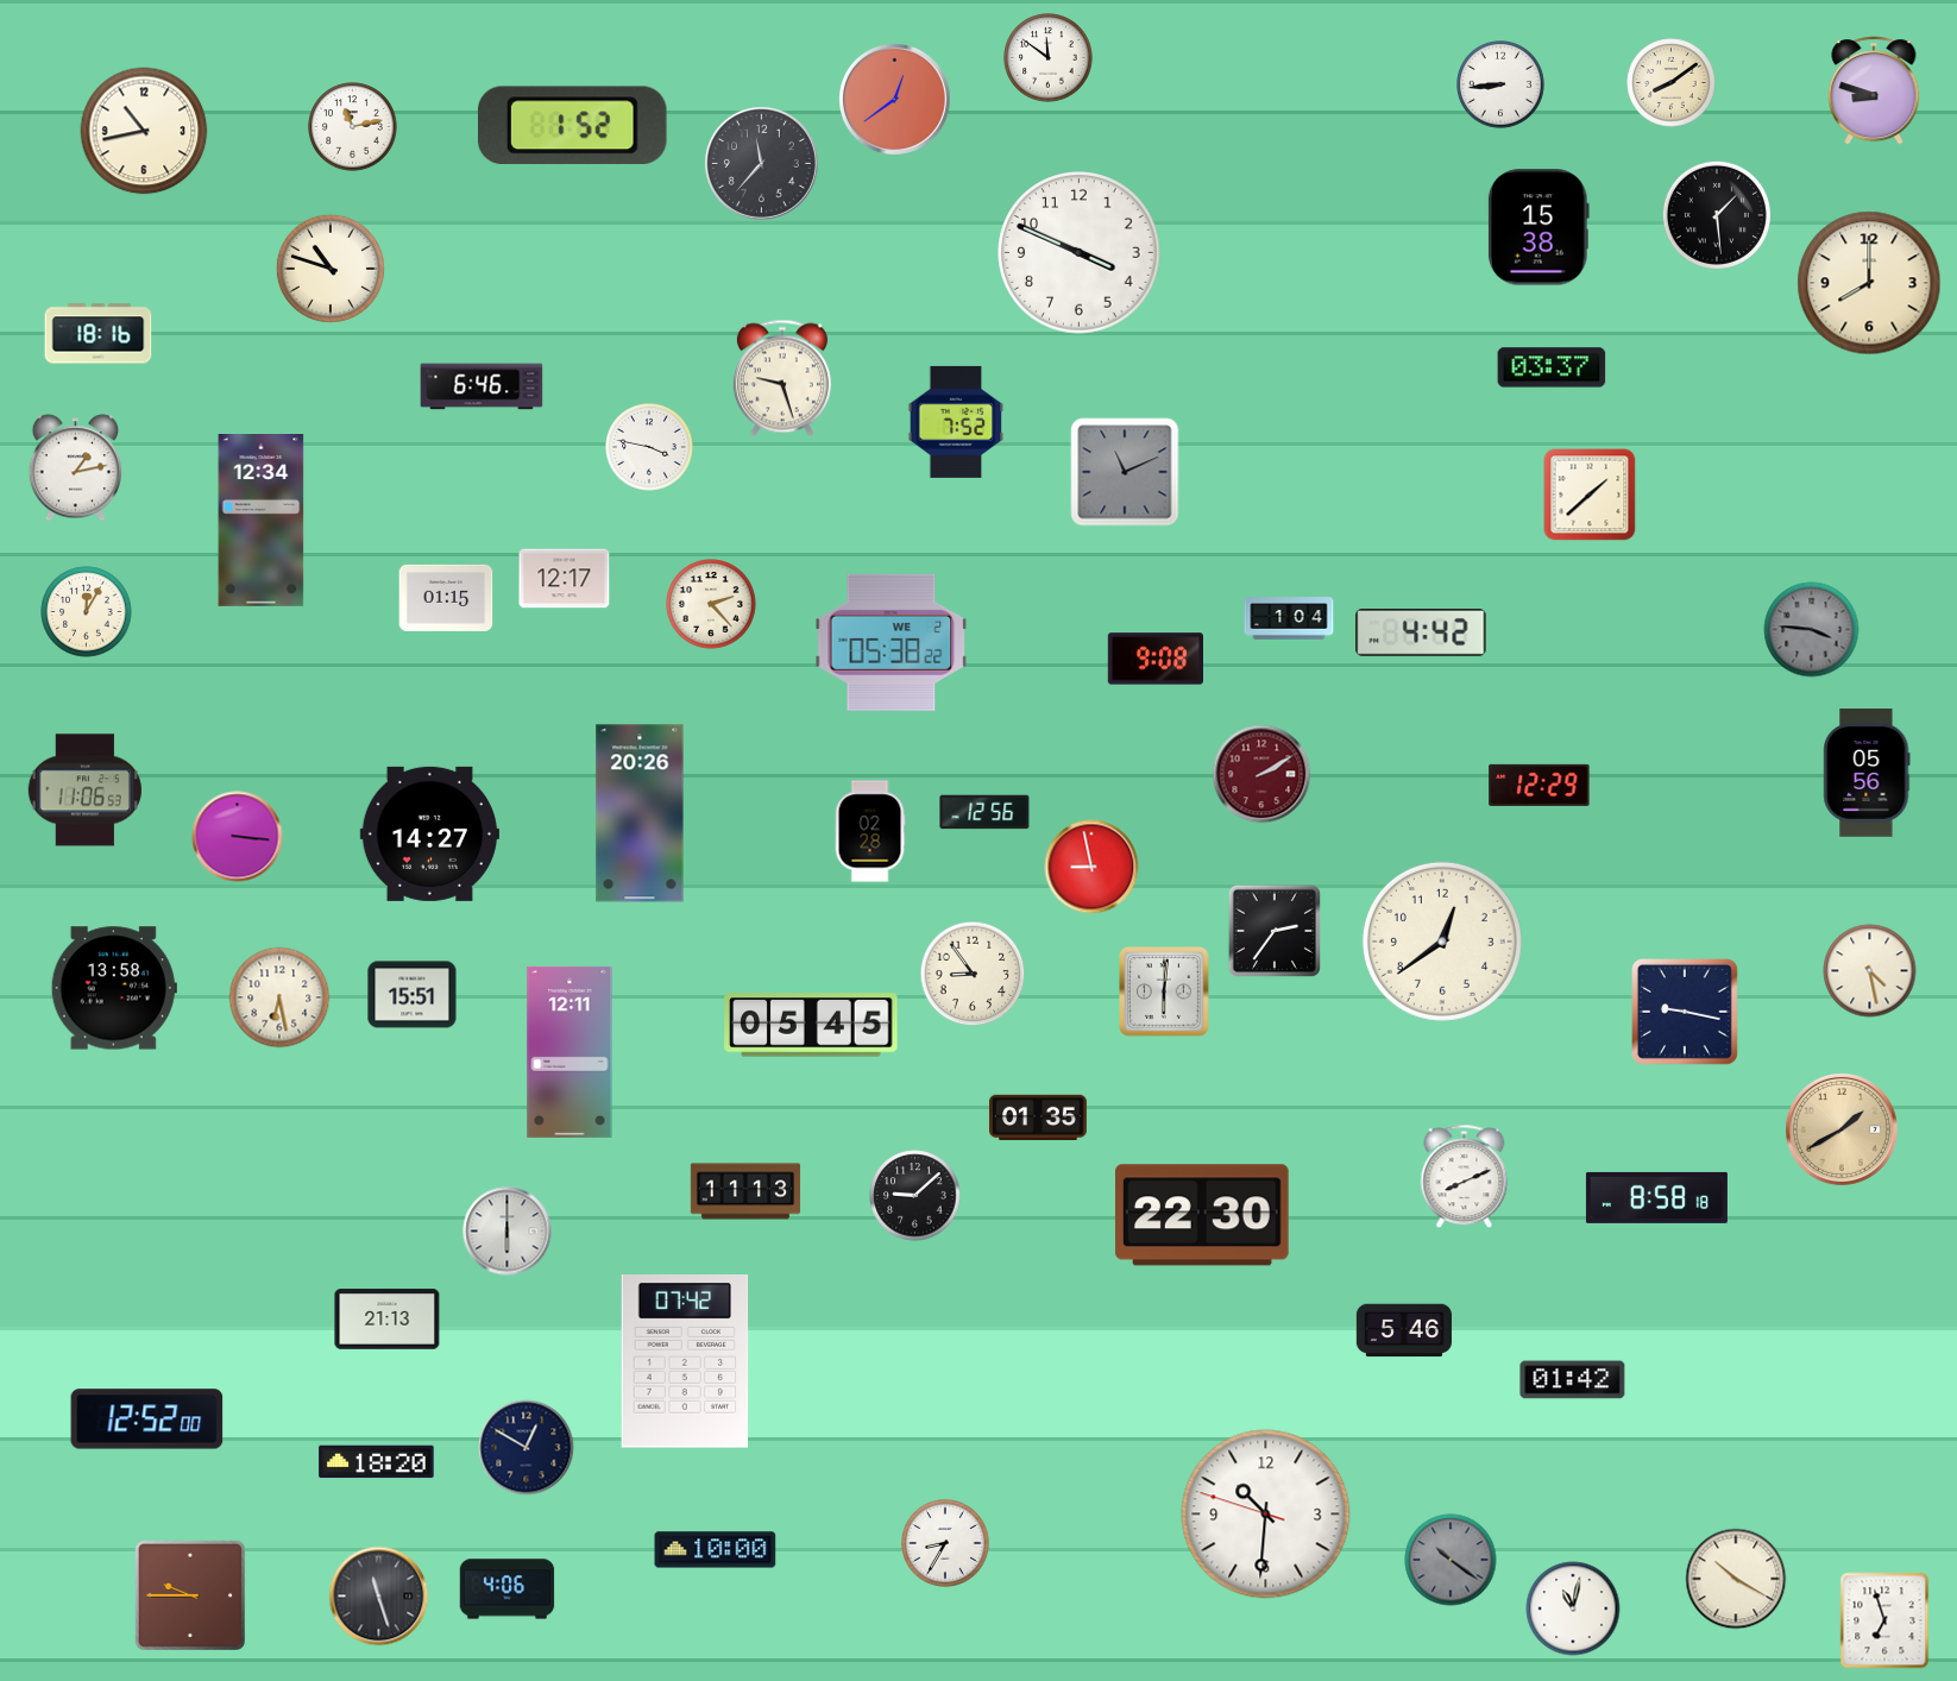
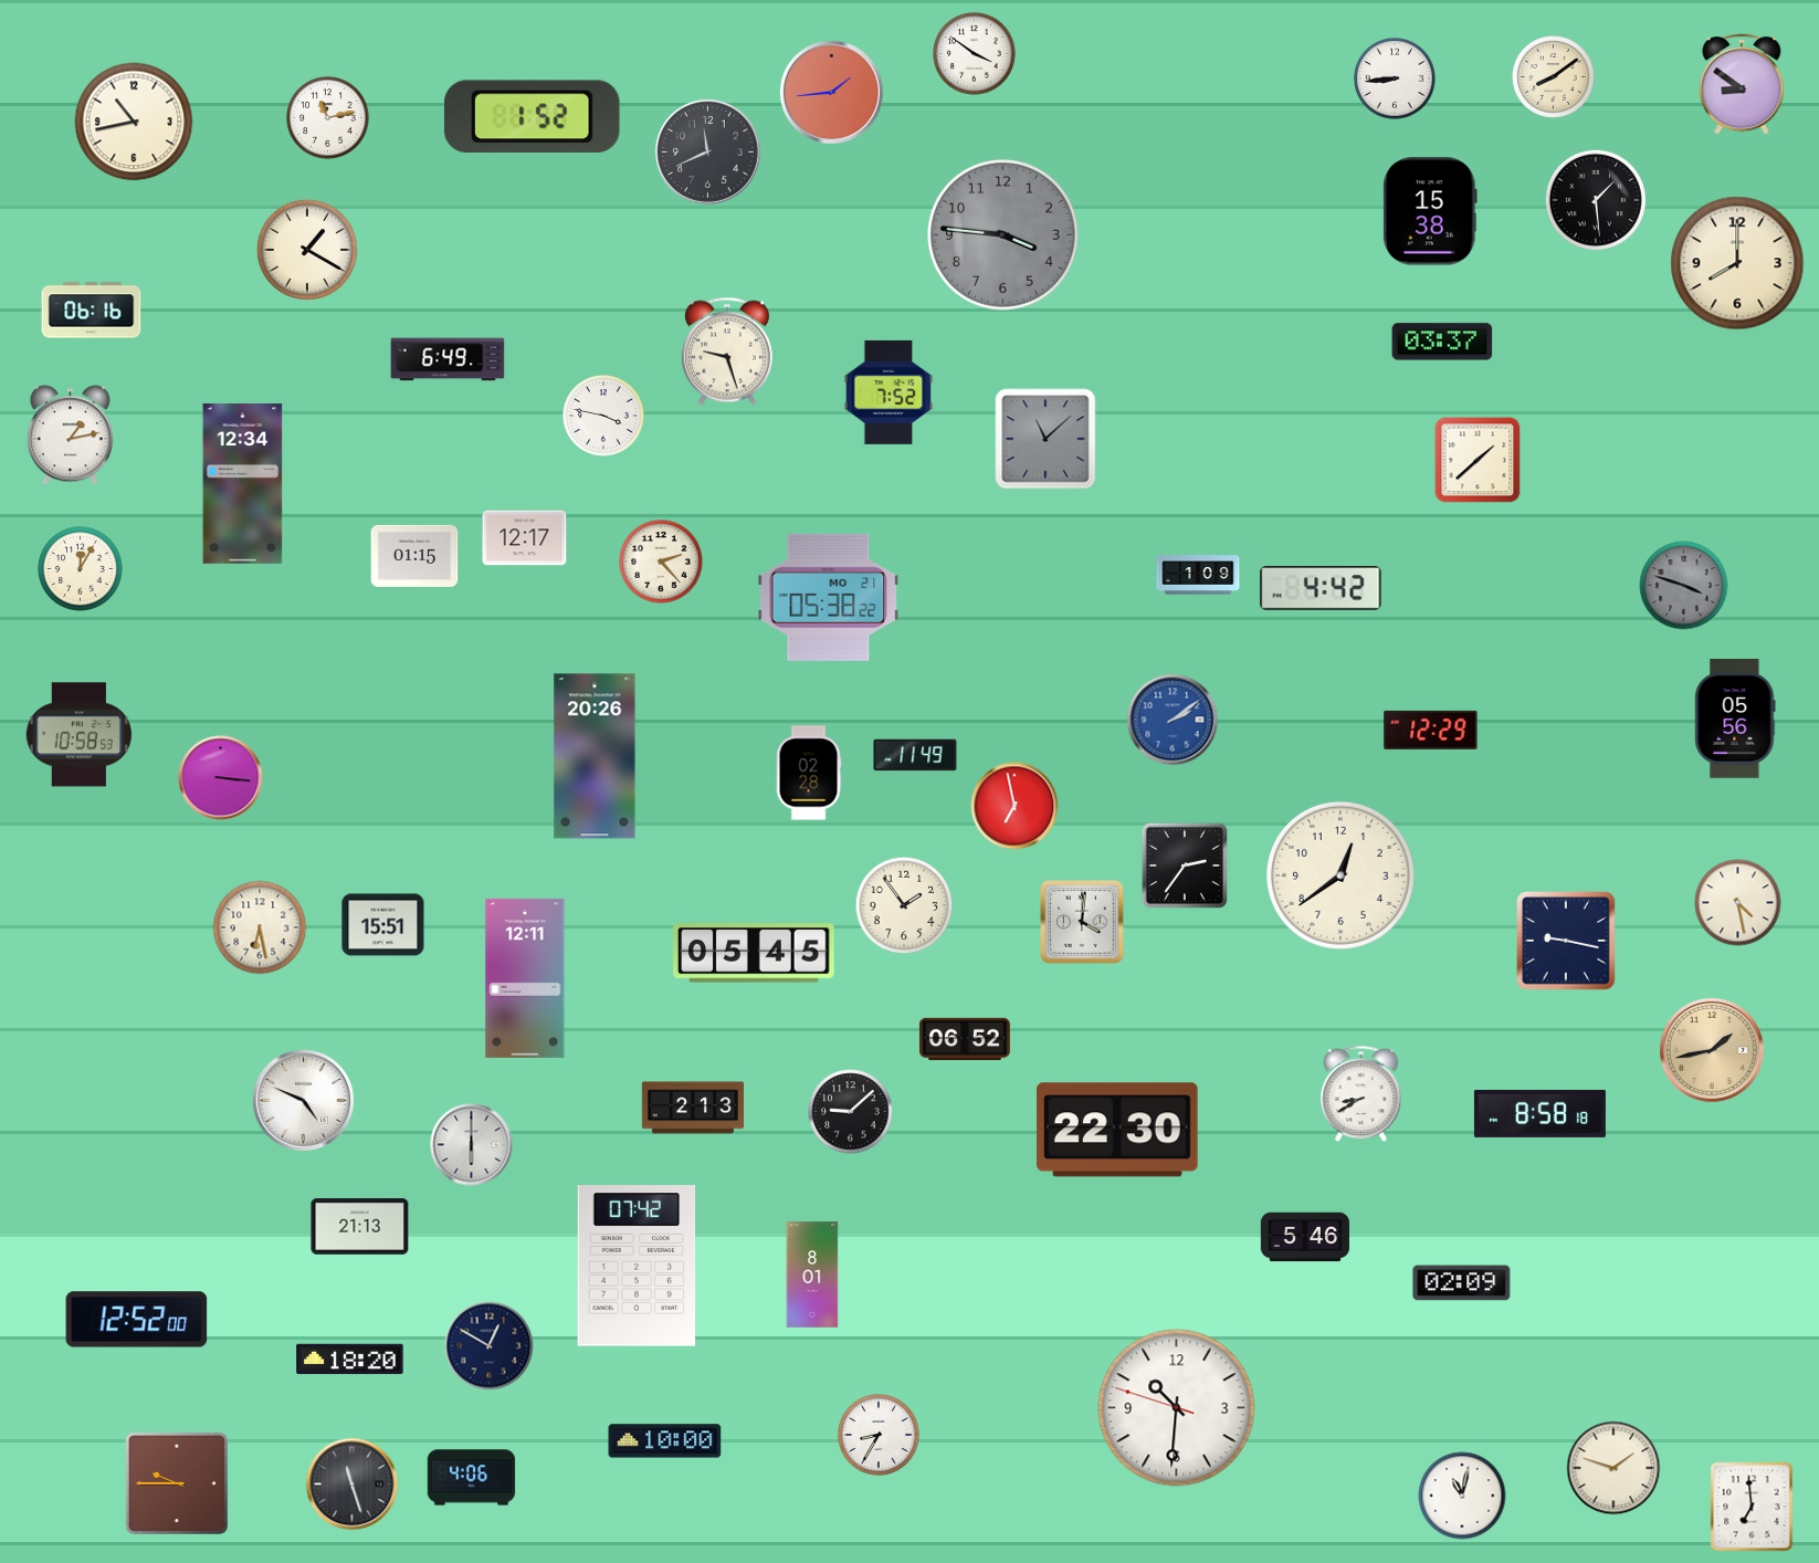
clock at (1049, 58): 11:51 -> 3:51
clock at (1874, 90): 8:48 -> 8:51
clock at (894, 99): 12:39 -> 1:44
clock at (762, 164): 11:37 -> 11:41
clock at (1080, 253): 3:49 -> 3:46
clock at (1080, 253) dial: white -> grey
clock at (331, 269): 10:48 -> 1:20
clock at (99, 334): 18:16 -> 06:16
clock at (482, 386): 6:46 -> 6:49
clock at (1125, 472): 11:11 -> 11:08
clock at (1289, 618): 1:04 -> 1:09
clock at (1812, 630): 3:46 -> 3:48
clock at (892, 642) date: WE 2 -> MO 21
clock at (1156, 659): 9:08 -> none
clock at (1261, 774): 2:10 -> 2:09
clock at (1261, 774) dial: burgundy -> blue
clock at (84, 791): 11:06 -> 10:58
clock at (984, 812): 12:56 -> 11:49
clock at (429, 833): 14:27 -> none
clock at (1091, 867): 8:58 -> 6:58
clock at (973, 974): 8:54 -> 1:54
clock at (114, 988): 13:58 -> none
clock at (1164, 991): 6:01 -> 4:01
clock at (570, 1052) position: (570, 1052) -> (525, 978)
clock at (1038, 1117): 01:35 -> 06:52
clock at (1842, 1129): 1:40 -> 1:43
clock at (1465, 1177): 8:11 -> 8:40
clock at (303, 1100): none -> 4:49
clock at (745, 1191): 11:13 -> 2:13
clock at (812, 1274): none -> 8:01
clock at (1573, 1380): 01:42 -> 02:09
clock at (1451, 1560): 10:21 -> none
clock at (1736, 1579): 10:20 -> 1:48
clock at (1884, 1620): 6:57 -> 6:59
